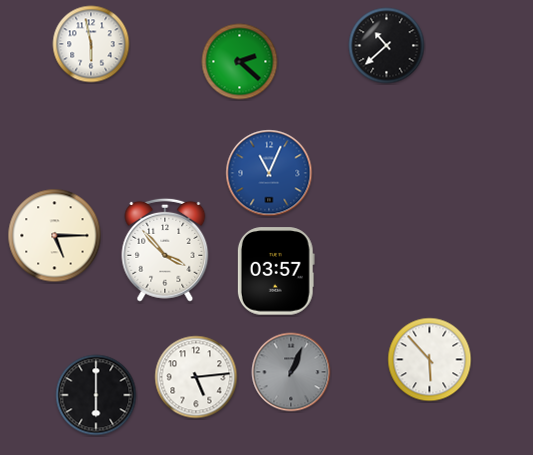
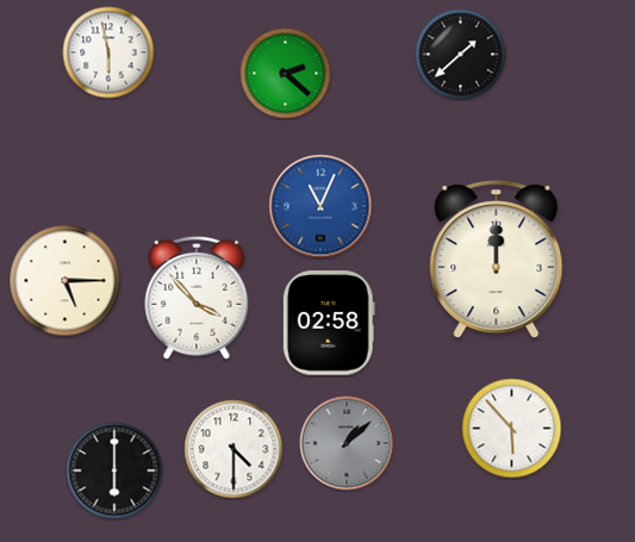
clock at (387, 46): 10:38 -> 1:38
clock at (497, 260): none -> 12:00
clock at (276, 271): 03:57 -> 02:58
clock at (291, 372): 1:04 -> 1:08
clock at (196, 377): 5:14 -> 4:30
